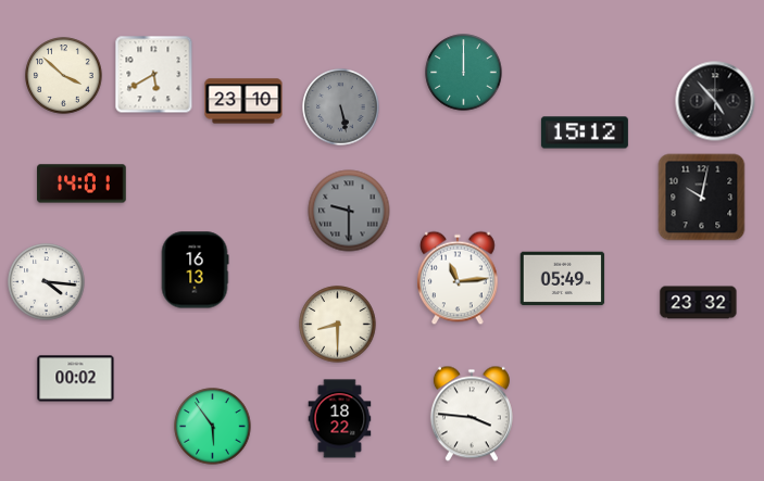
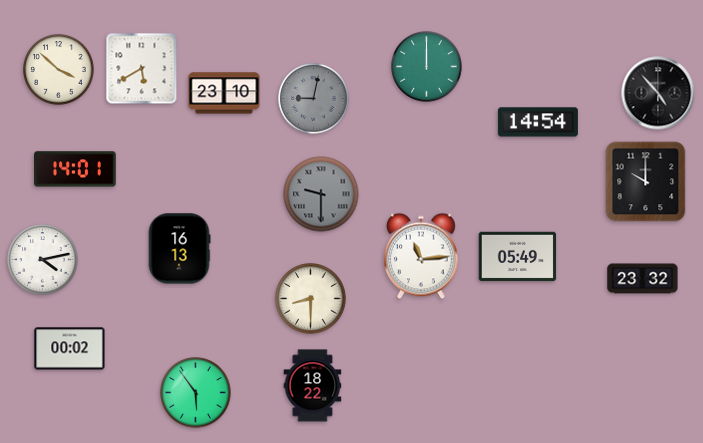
clock at (341, 107): 5:28 -> 9:02
clock at (585, 132): 15:12 -> 14:54
clock at (702, 198): 10:02 -> 10:00
clock at (47, 282): 4:16 -> 4:13
clock at (472, 414): 3:46 -> none
